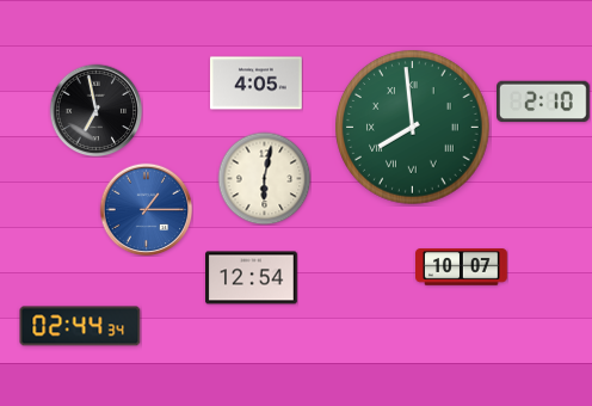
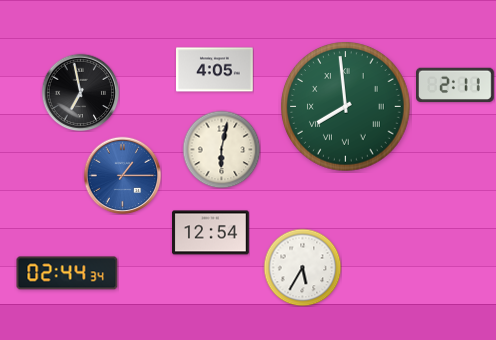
clock at (544, 101): 2:10 -> 2:11
clock at (462, 267): 10:07 -> none
clock at (302, 267): none -> 5:35
